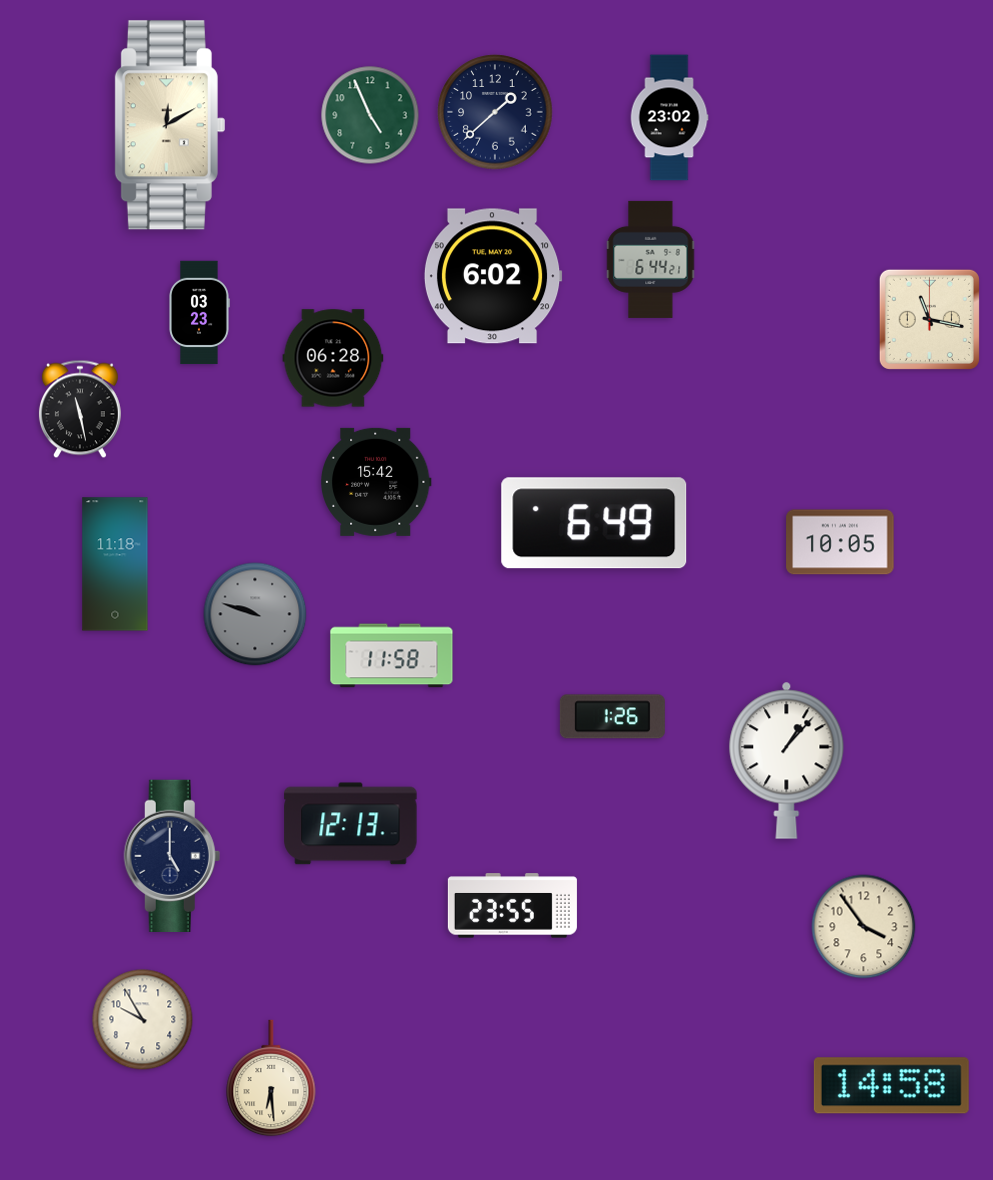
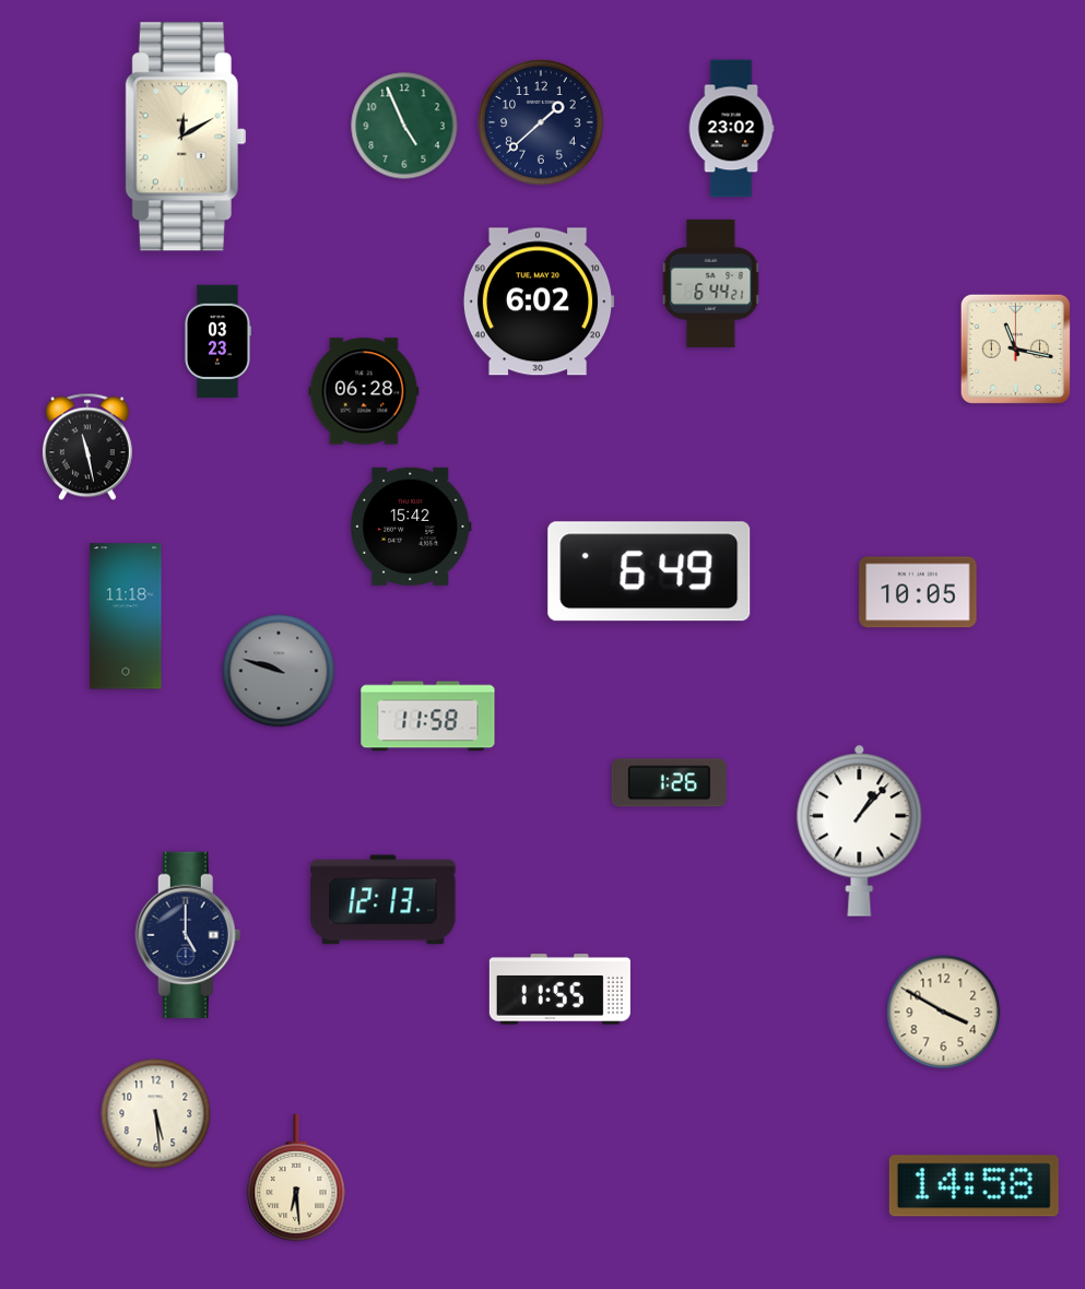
clock at (512, 906): 23:55 -> 11:55
clock at (864, 927): 3:54 -> 3:50
clock at (143, 1020): 9:55 -> 5:29
